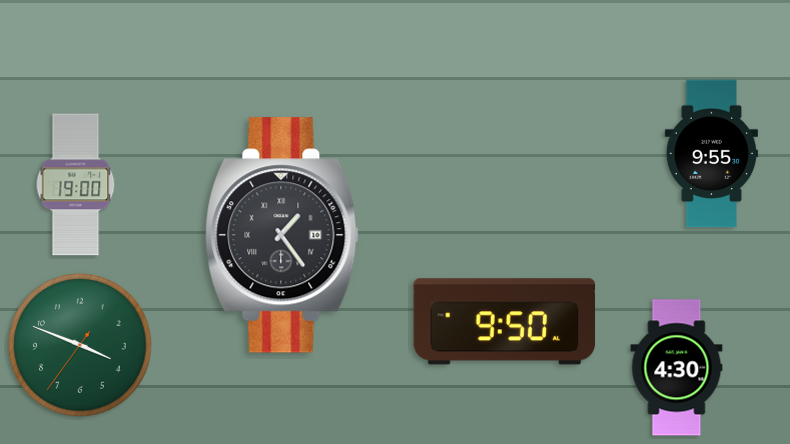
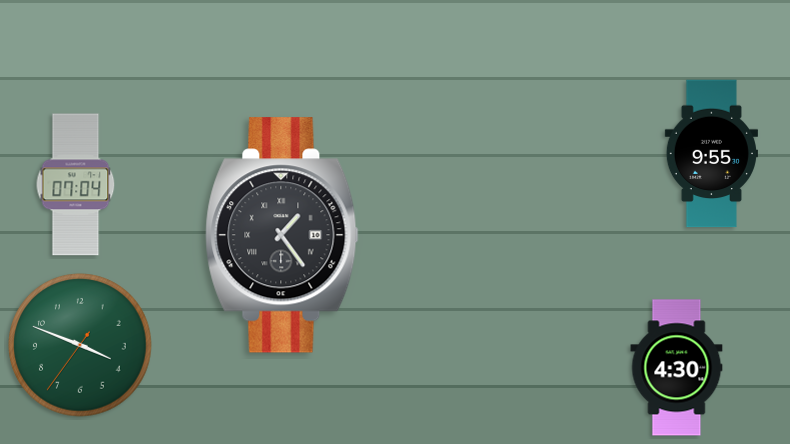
clock at (76, 185): 19:00 -> 07:04
clock at (505, 322): 9:50 -> none
